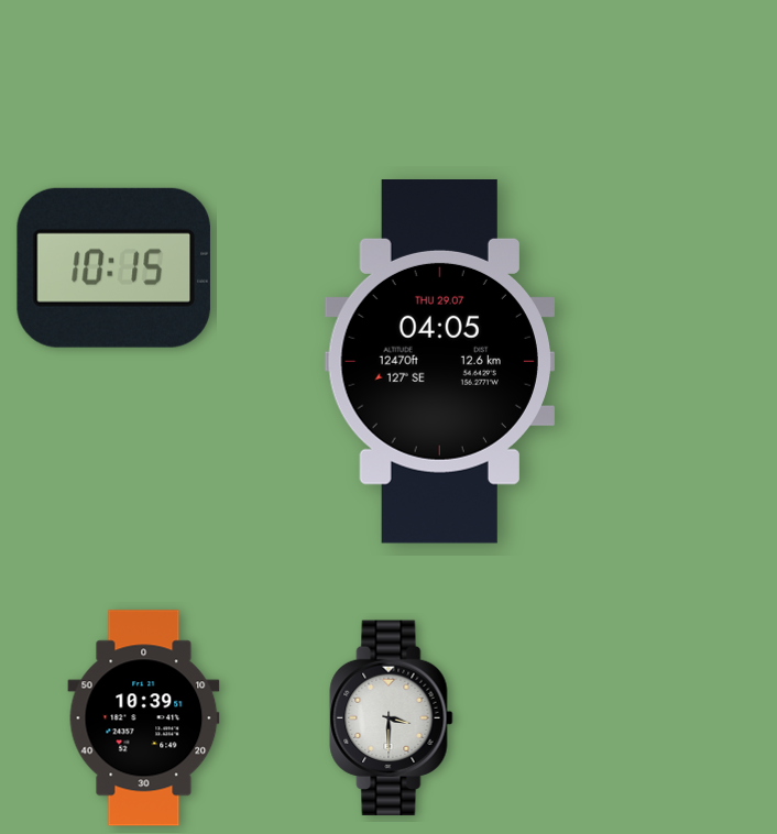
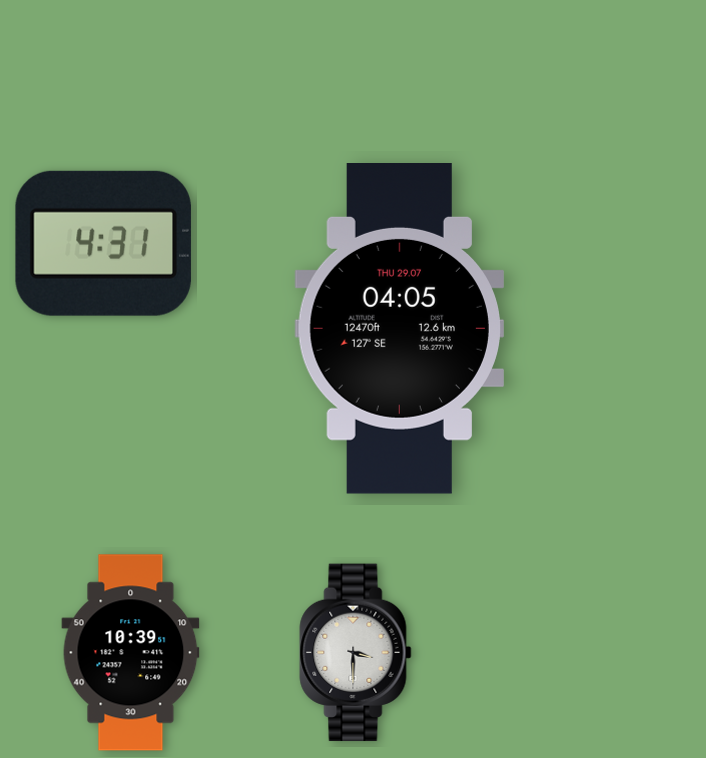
clock at (113, 267): 10:15 -> 4:31
